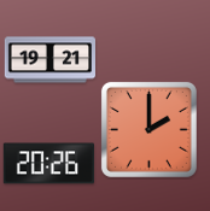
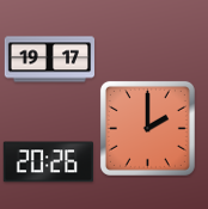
clock at (49, 60): 19:21 -> 19:17
